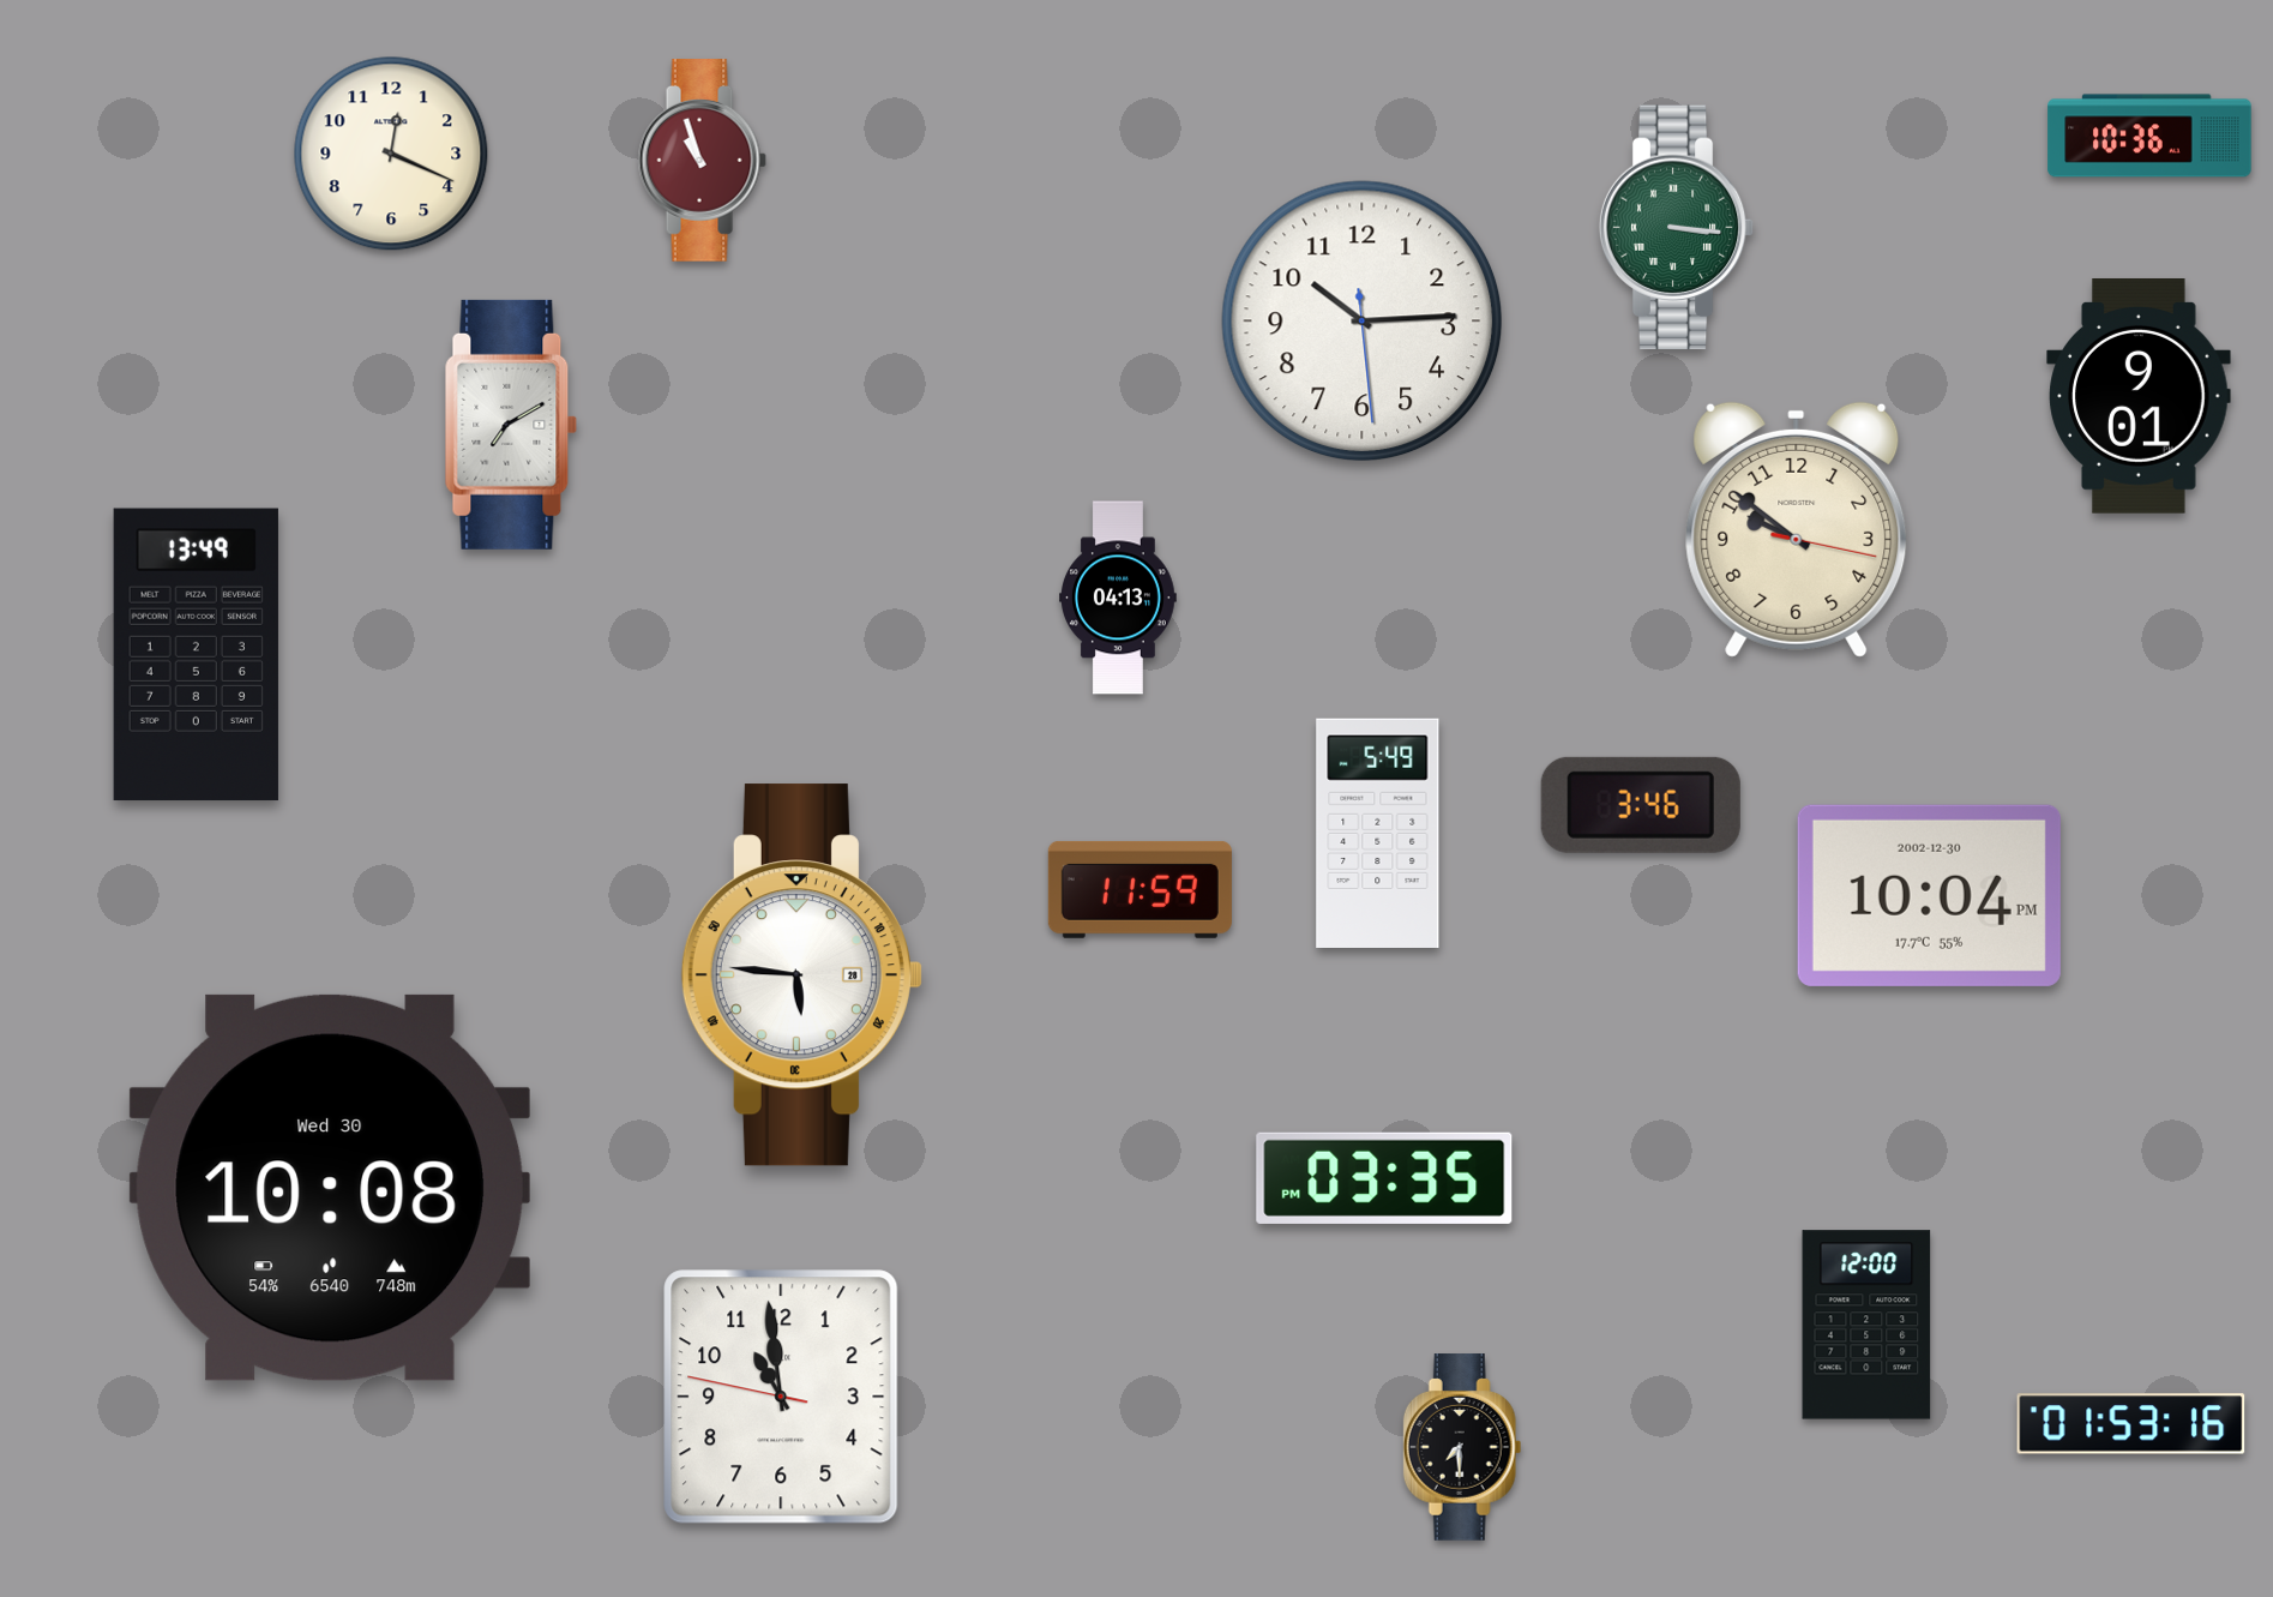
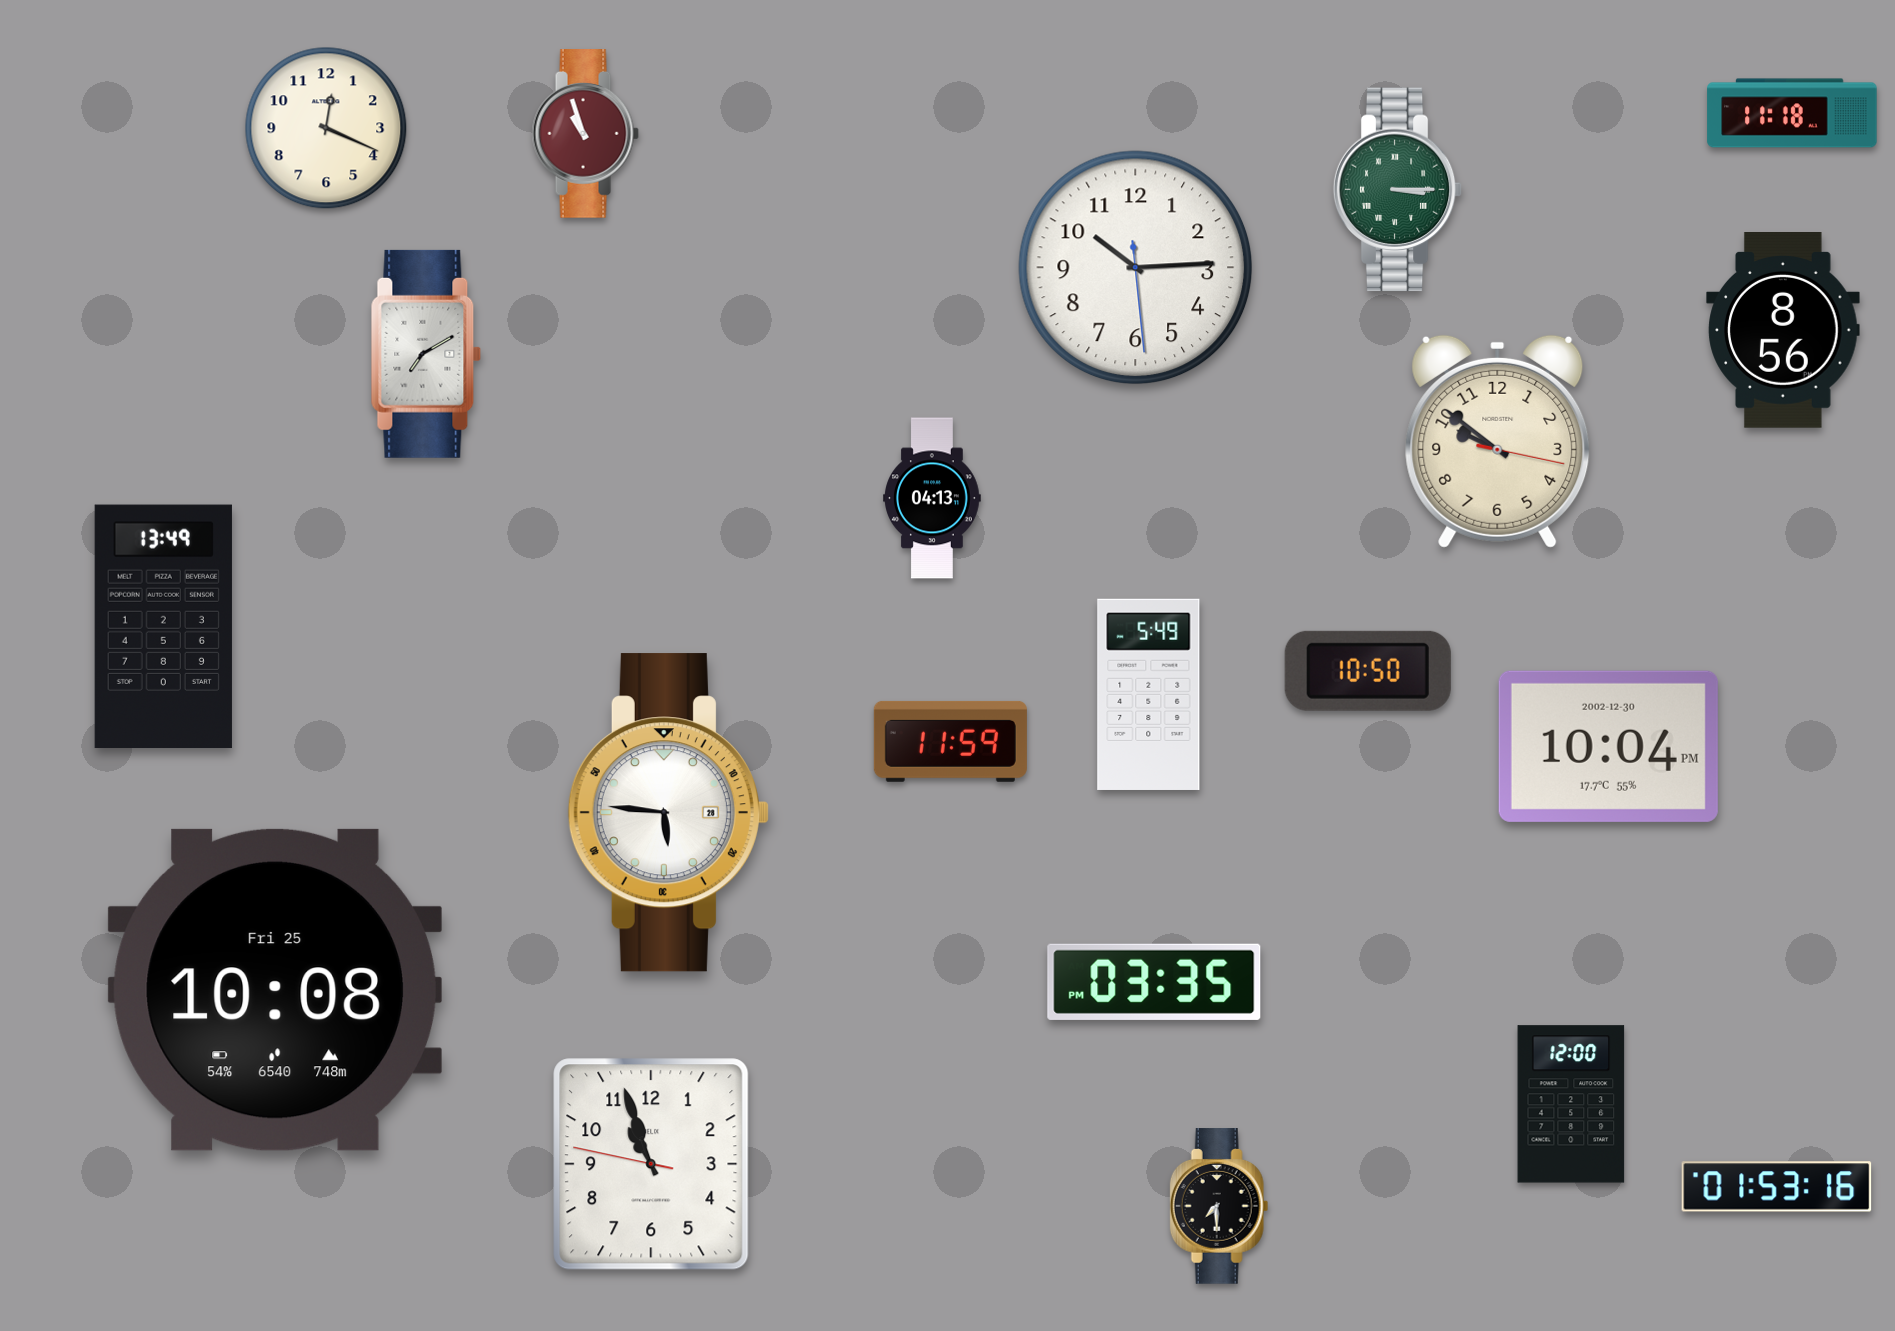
clock at (2149, 136): 10:36 -> 11:18
clock at (1677, 228): 3:16 -> 3:15
clock at (2139, 397): 9:01 -> 8:56
clock at (196, 655) position: (196, 655) -> (163, 627)
clock at (1641, 805): 3:46 -> 10:50
clock at (330, 1188) date: Wed 30 -> Fri 25
clock at (1866, 1325) position: (1866, 1325) -> (1571, 1104)
clock at (781, 1397): 10:58 -> 10:56
